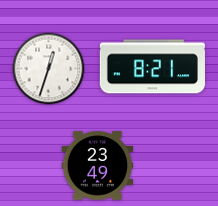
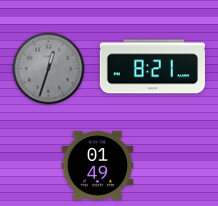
clock at (49, 69) dial: white -> grey
clock at (98, 166): 23:49 -> 01:49
